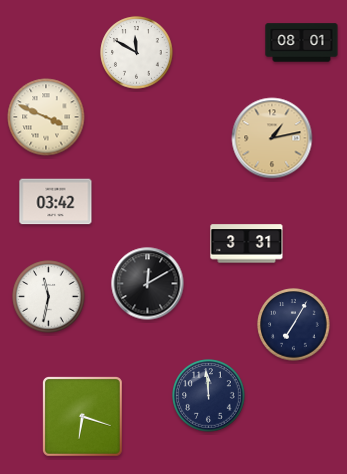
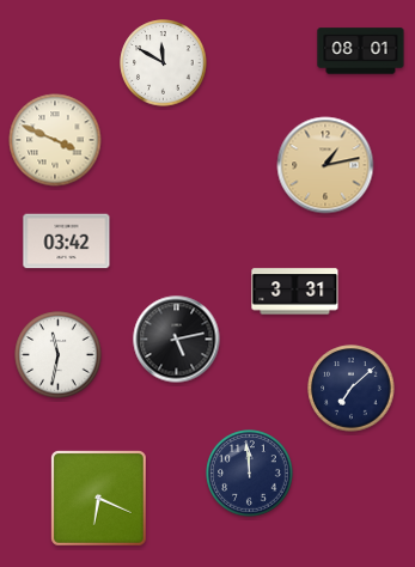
clock at (148, 284): 12:10 -> 5:13
clock at (294, 325): 7:05 -> 7:08
clock at (83, 417): 6:18 -> 6:19
